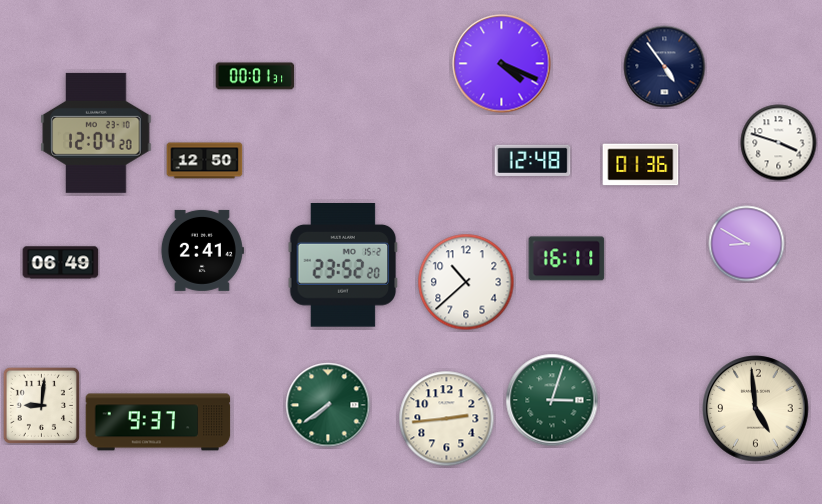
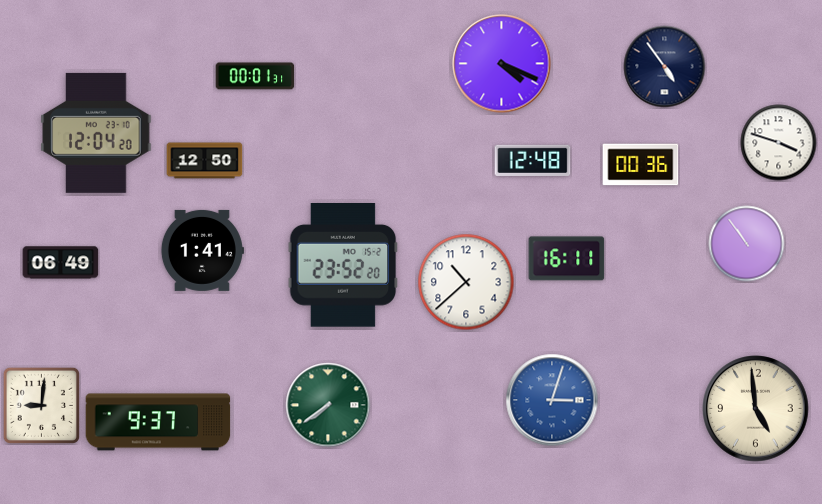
clock at (641, 165): 01:36 -> 00:36
clock at (747, 244): 8:50 -> 10:54
clock at (202, 250): 2:41 -> 1:41
clock at (552, 400) dial: green -> blue
clock at (447, 419): 2:44 -> none
